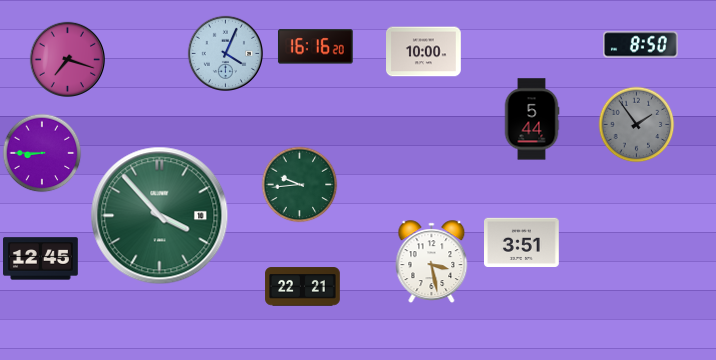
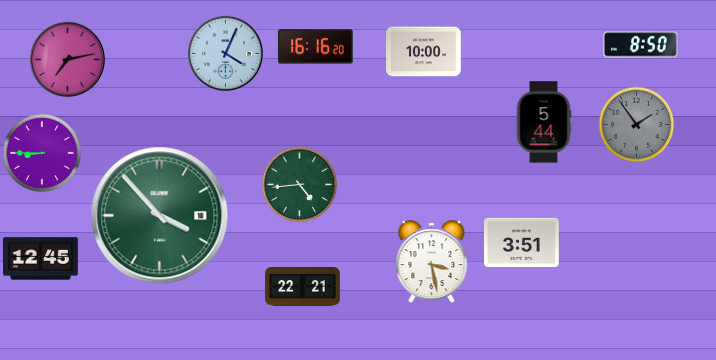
clock at (67, 59): 7:18 -> 7:13
clock at (532, 119) position: (532, 119) -> (544, 122)
clock at (300, 185): 9:44 -> 4:44
